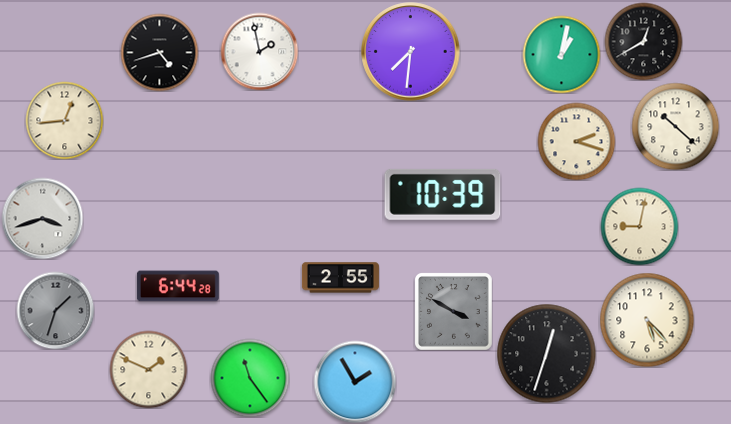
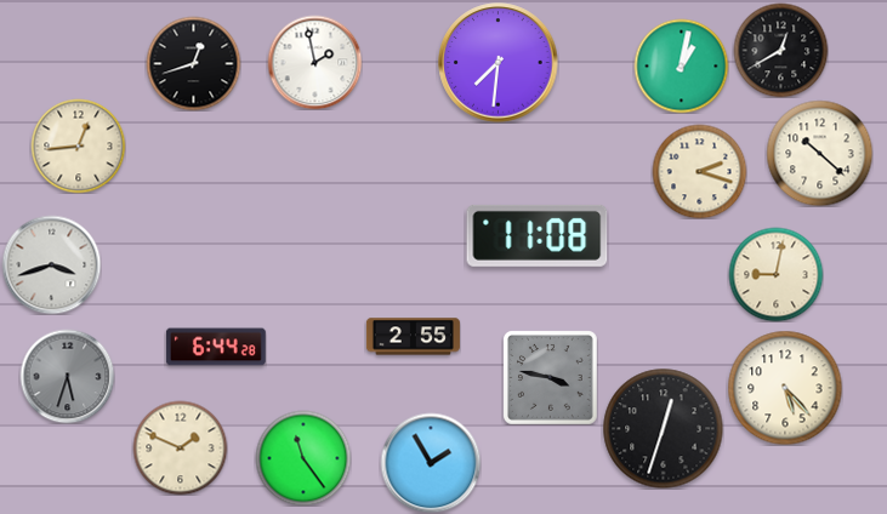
clock at (159, 52): 4:42 -> 12:42
clock at (443, 194): 10:39 -> 11:08
clock at (55, 310): 1:33 -> 5:33
clock at (454, 312): 3:50 -> 3:47
